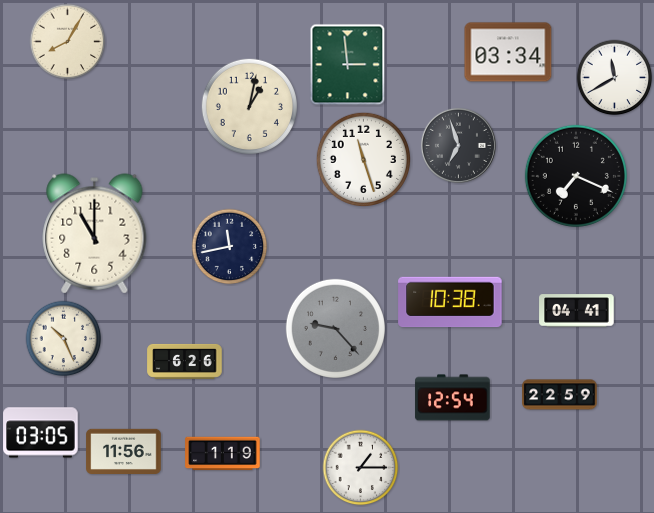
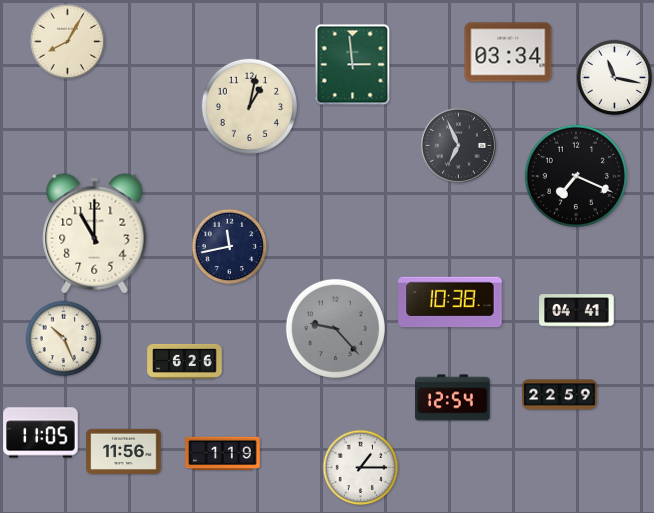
clock at (348, 65) position: (348, 65) -> (353, 65)
clock at (615, 78): 11:40 -> 11:17
clock at (458, 145): 6:57 -> 6:56
clock at (363, 159): 11:27 -> none
clock at (41, 433): 03:05 -> 11:05
